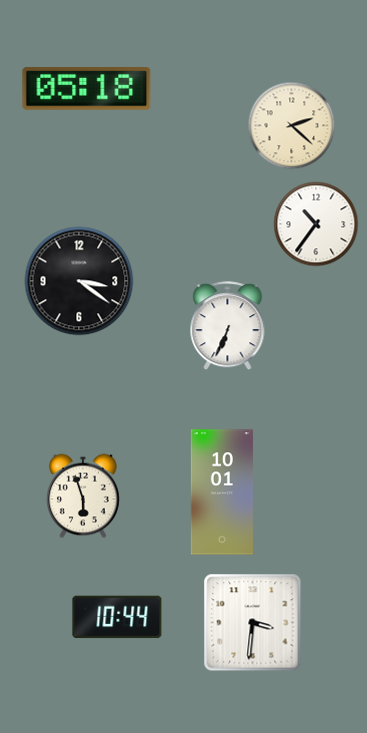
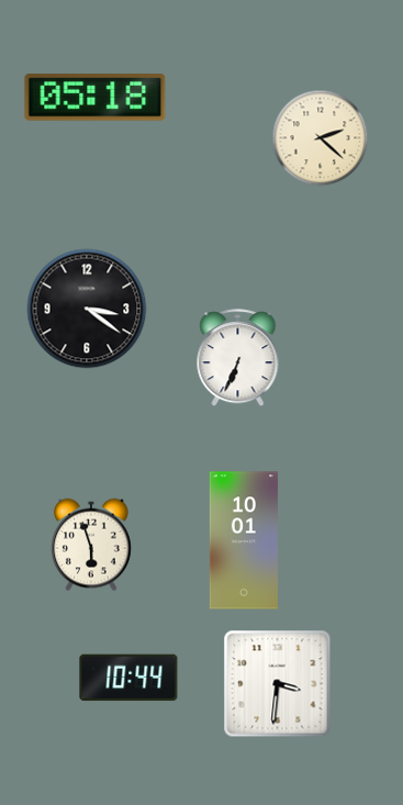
clock at (316, 224): 10:36 -> none
clock at (228, 326) position: (228, 326) -> (238, 358)
